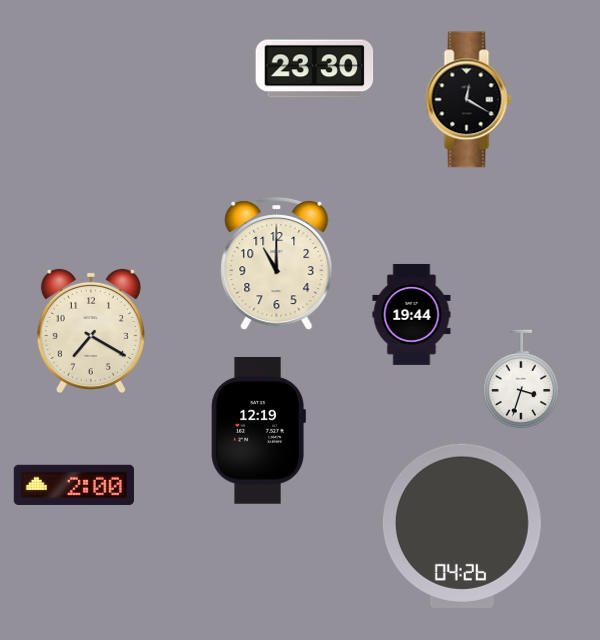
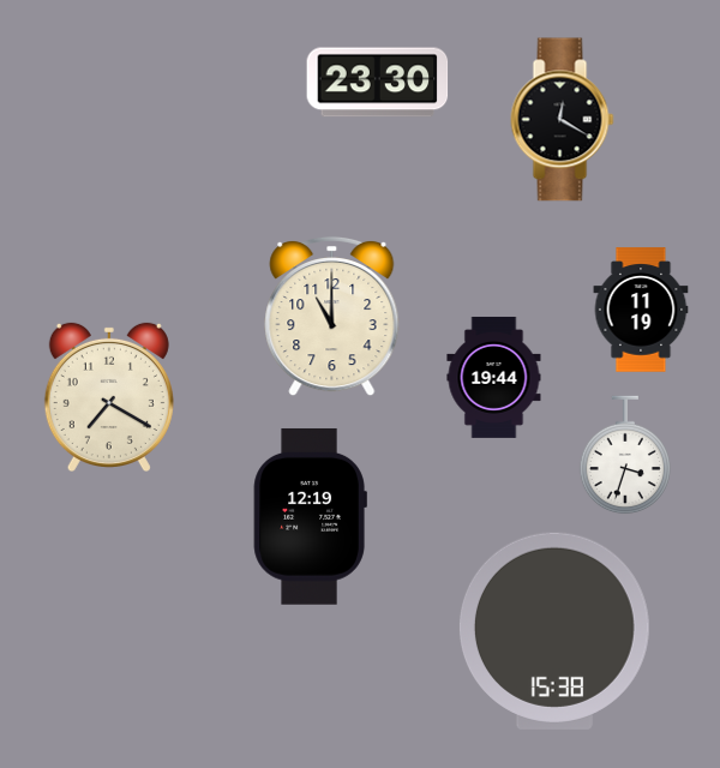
clock at (641, 310): none -> 11:19
clock at (74, 484): 2:00 -> none
clock at (462, 526): 04:26 -> 15:38
